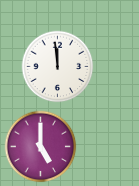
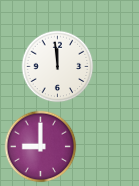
clock at (41, 147): 5:00 -> 9:00
